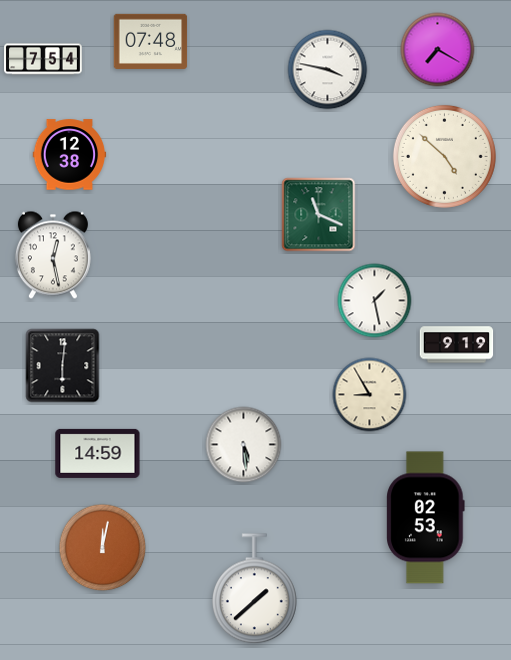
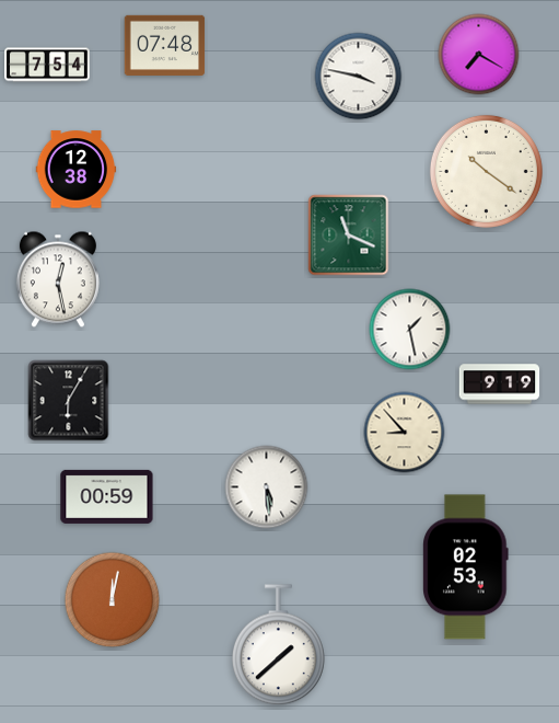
clock at (444, 156): 4:52 -> 10:21
clock at (457, 345) position: (457, 345) -> (500, 385)
clock at (63, 366): 6:01 -> 6:05
clock at (370, 395): 8:55 -> 8:53
clock at (98, 453): 14:59 -> 00:59
